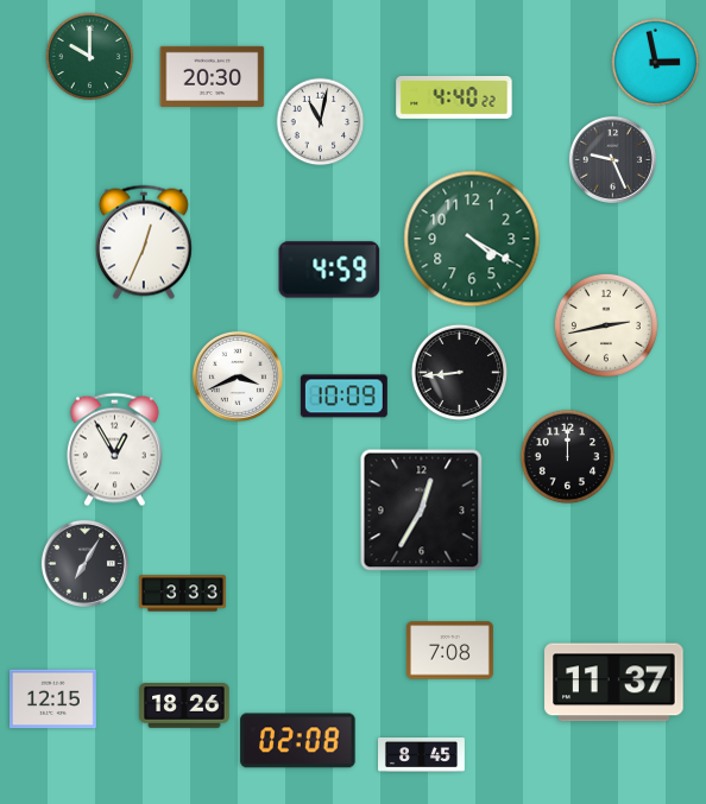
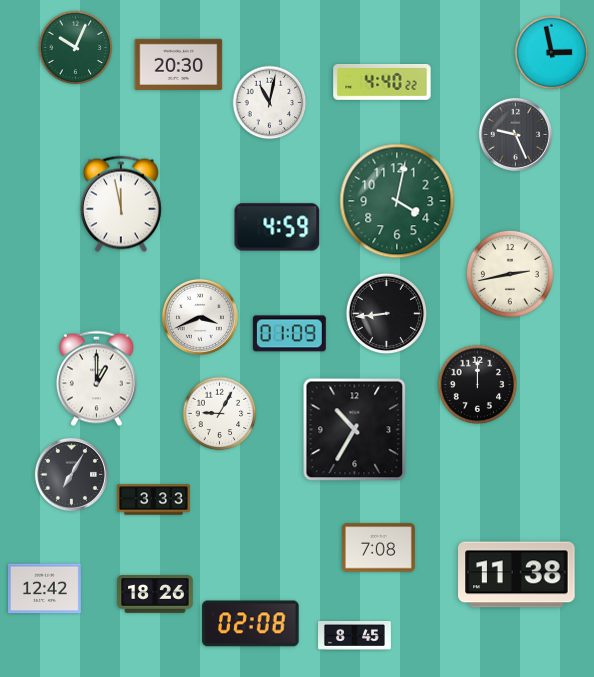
clock at (90, 57): 10:00 -> 10:04
clock at (472, 239): 4:20 -> 4:02
clock at (144, 242): 12:34 -> 11:58
clock at (343, 397): 10:09 -> 01:09
clock at (115, 450): 12:55 -> 1:00
clock at (220, 414): none -> 9:05
clock at (422, 511): 12:35 -> 10:35
clock at (614, 683): 11:37 -> 11:38
clock at (52, 699): 12:15 -> 12:42
